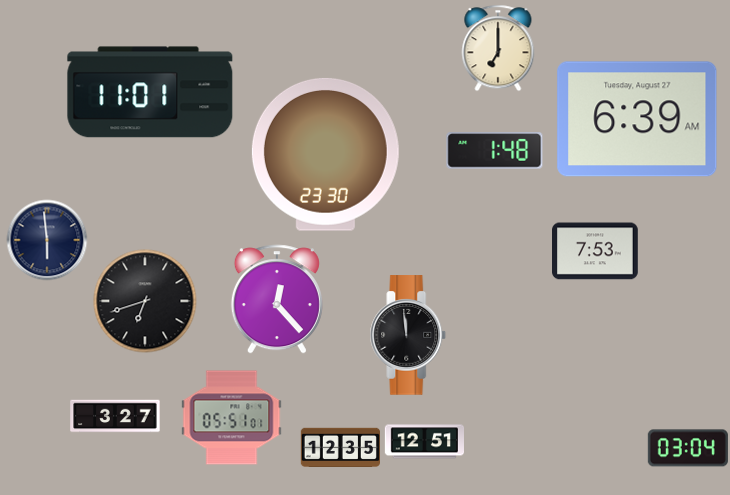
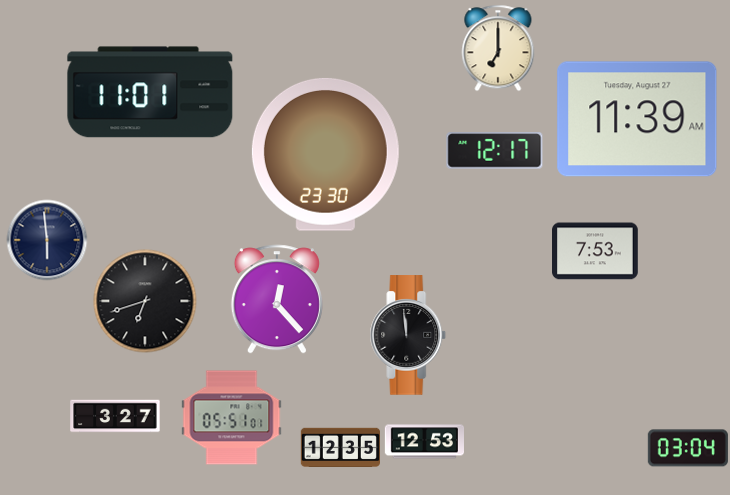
clock at (637, 119): 6:39 -> 11:39
clock at (495, 151): 1:48 -> 12:17
clock at (424, 442): 12:51 -> 12:53
